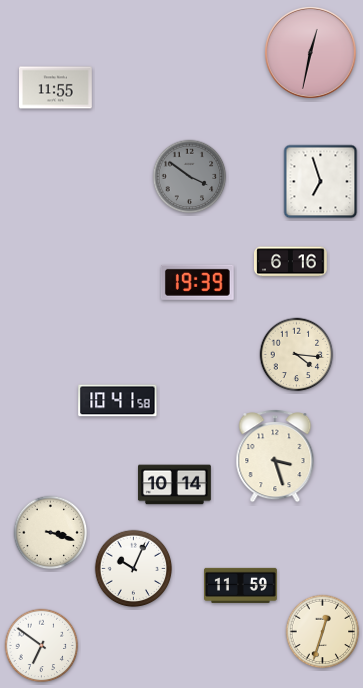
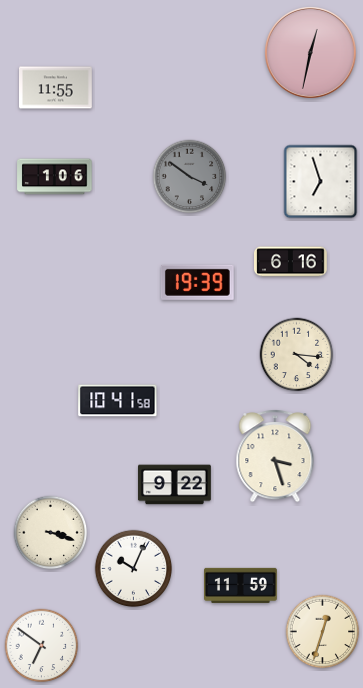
clock at (55, 177): none -> 1:06
clock at (175, 485): 10:14 -> 9:22
